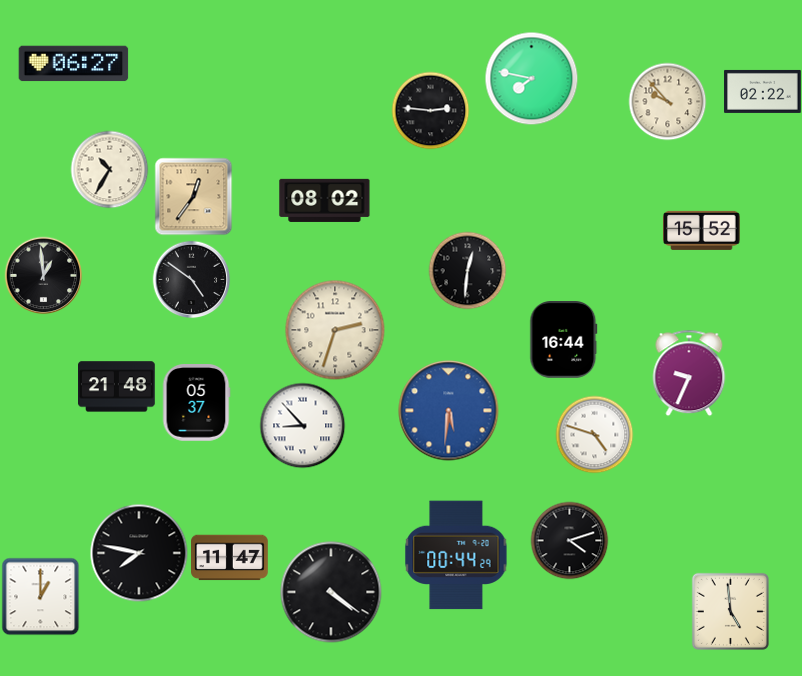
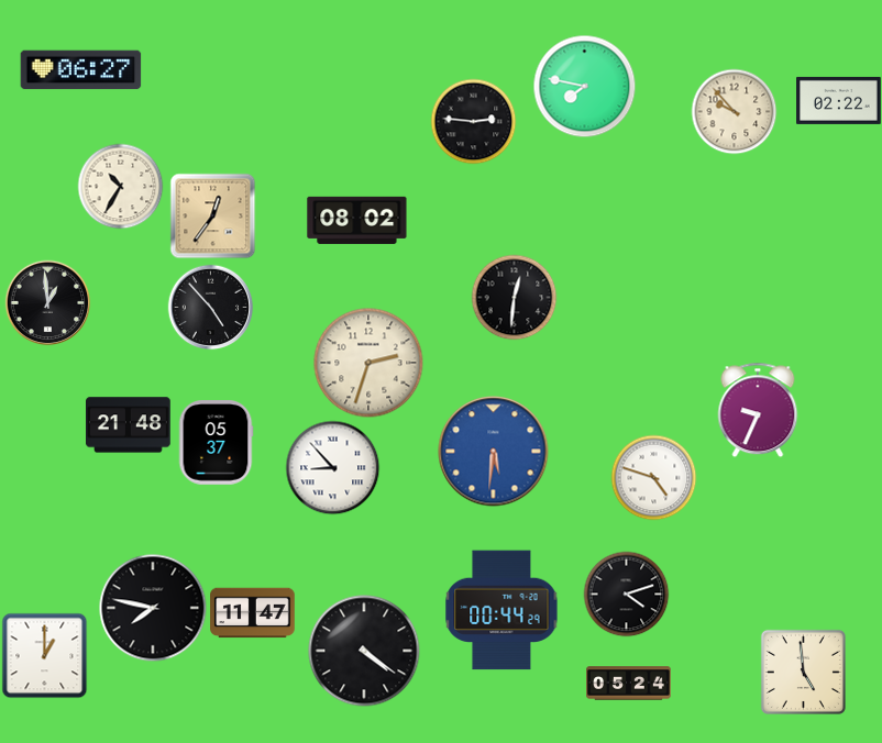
clock at (702, 230): 15:52 -> none
clock at (191, 279): 4:51 -> 4:53
clock at (564, 340): 16:44 -> none
clock at (629, 684): none -> 05:24
